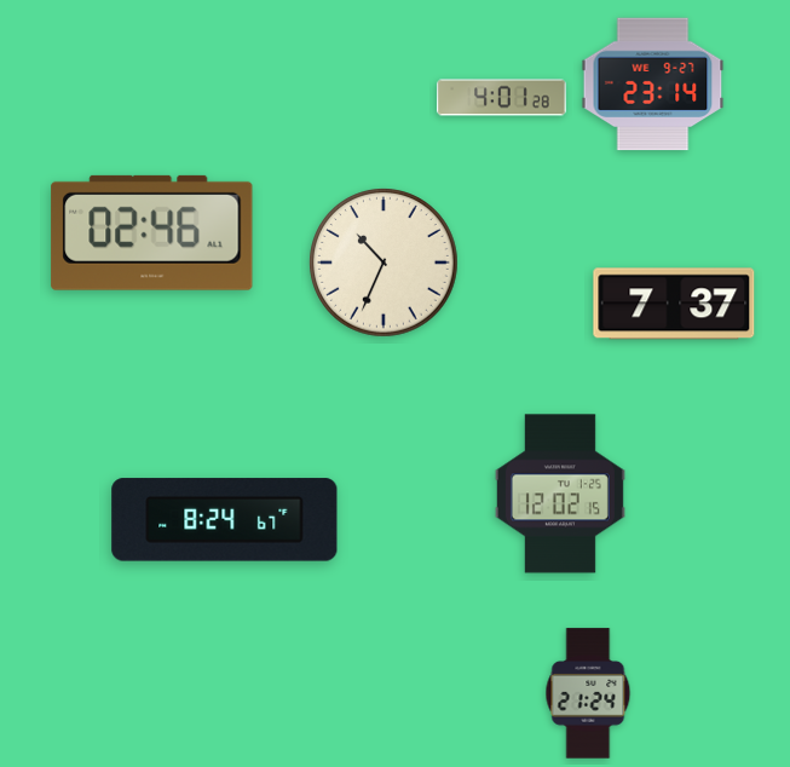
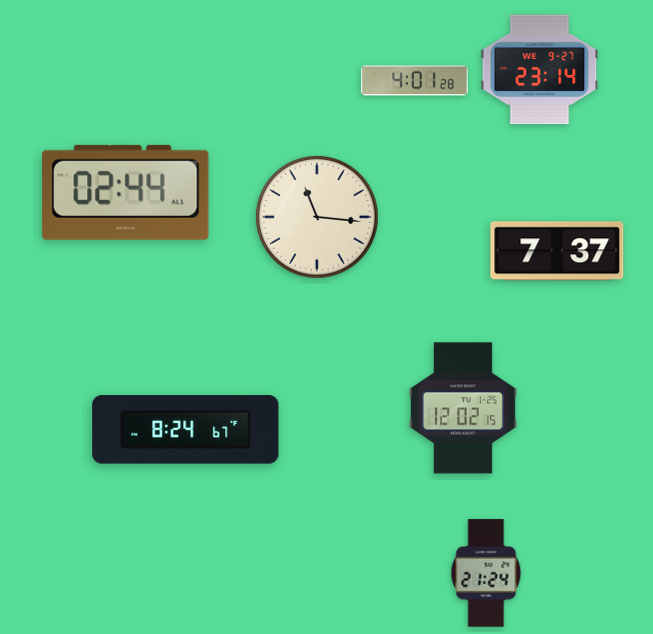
clock at (152, 232): 02:46 -> 02:44
clock at (384, 263): 10:34 -> 11:16
